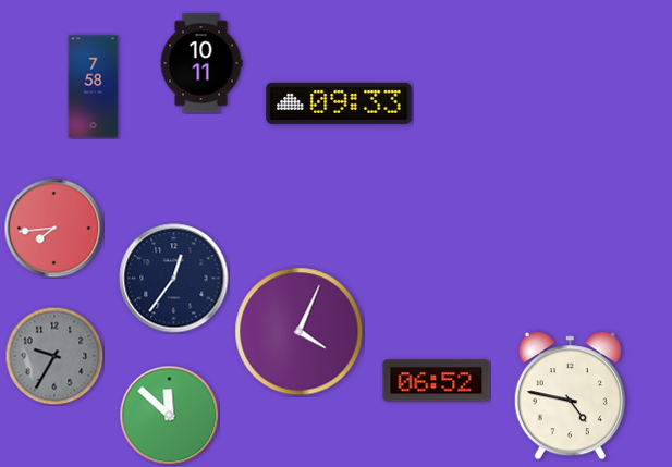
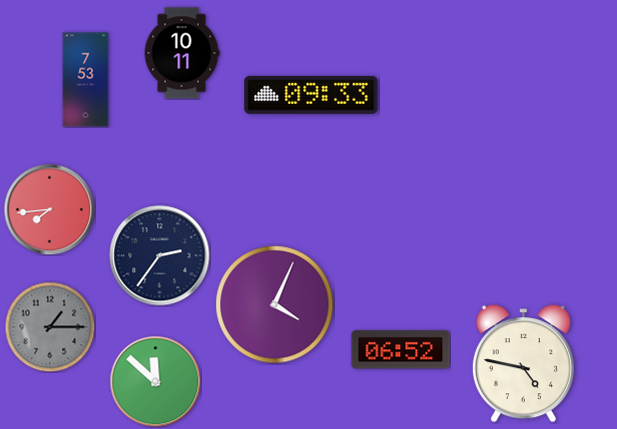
clock at (201, 63) position: (201, 63) -> (182, 53)
clock at (94, 87): 7:58 -> 7:53
clock at (174, 279): 12:36 -> 2:36
clock at (54, 356): 9:35 -> 1:15
